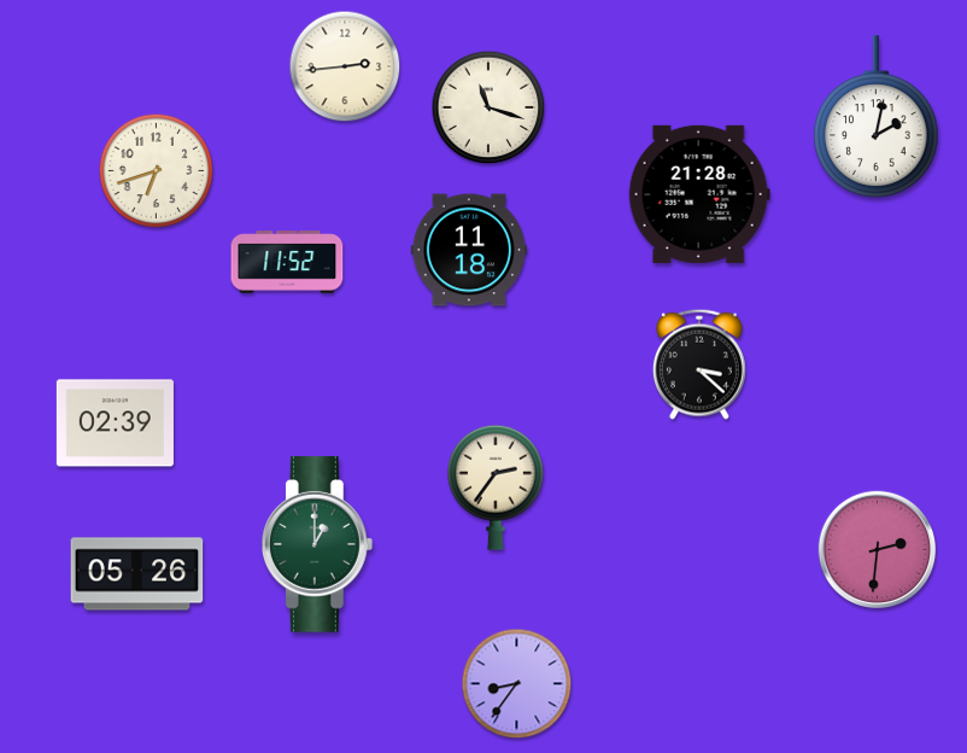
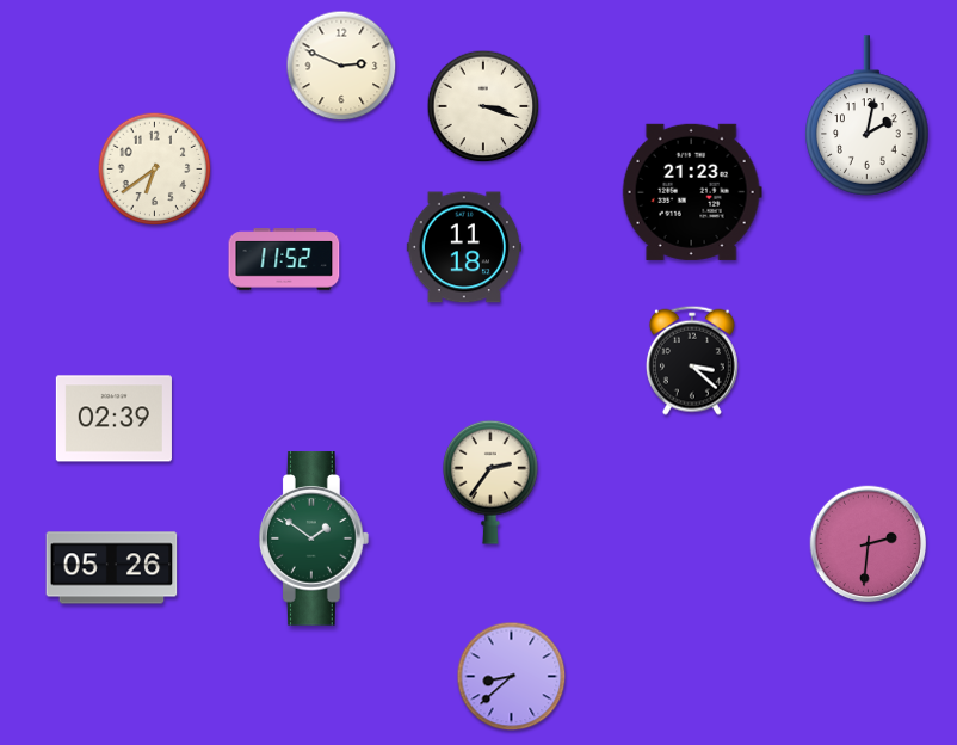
clock at (345, 66): 2:44 -> 2:49
clock at (488, 107): 11:18 -> 3:18
clock at (157, 171): 6:42 -> 6:39
clock at (699, 194): 21:28 -> 21:23
clock at (317, 544): 1:00 -> 1:51
clock at (137, 574) position: (137, 574) -> (112, 568)
clock at (517, 684): 8:36 -> 8:38
